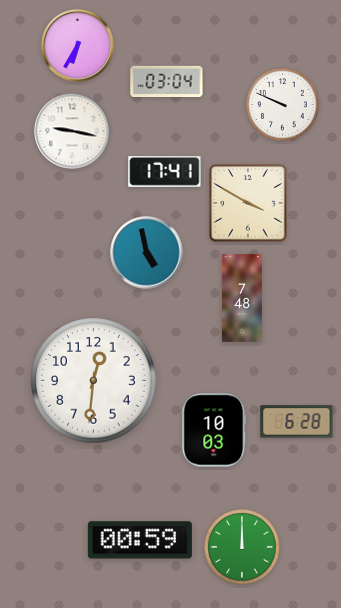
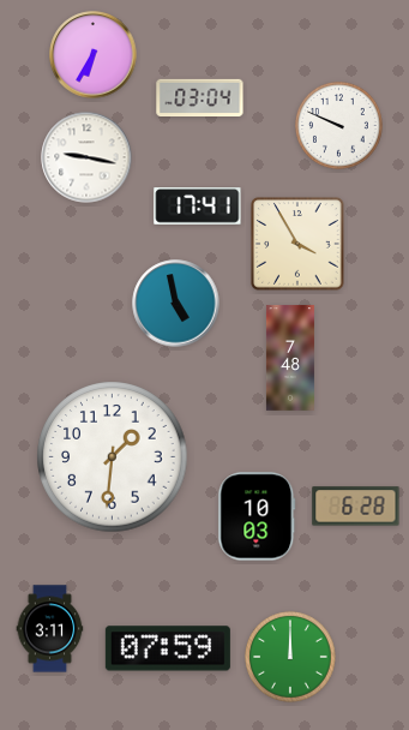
clock at (248, 203): 3:50 -> 3:55
clock at (94, 381): 12:31 -> 1:31
clock at (50, 629): none -> 3:11
clock at (140, 540): 00:59 -> 07:59
